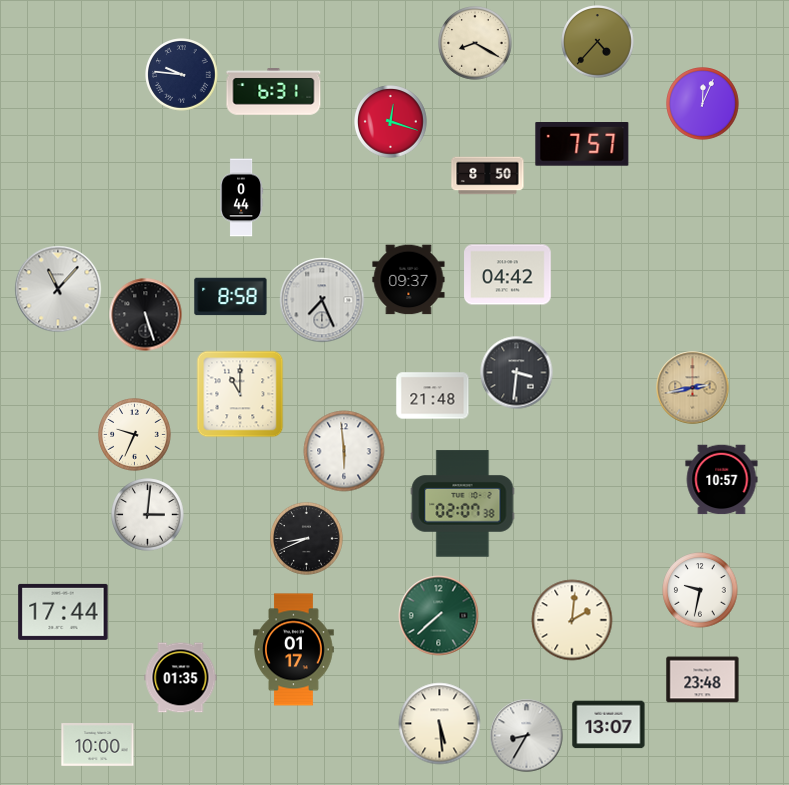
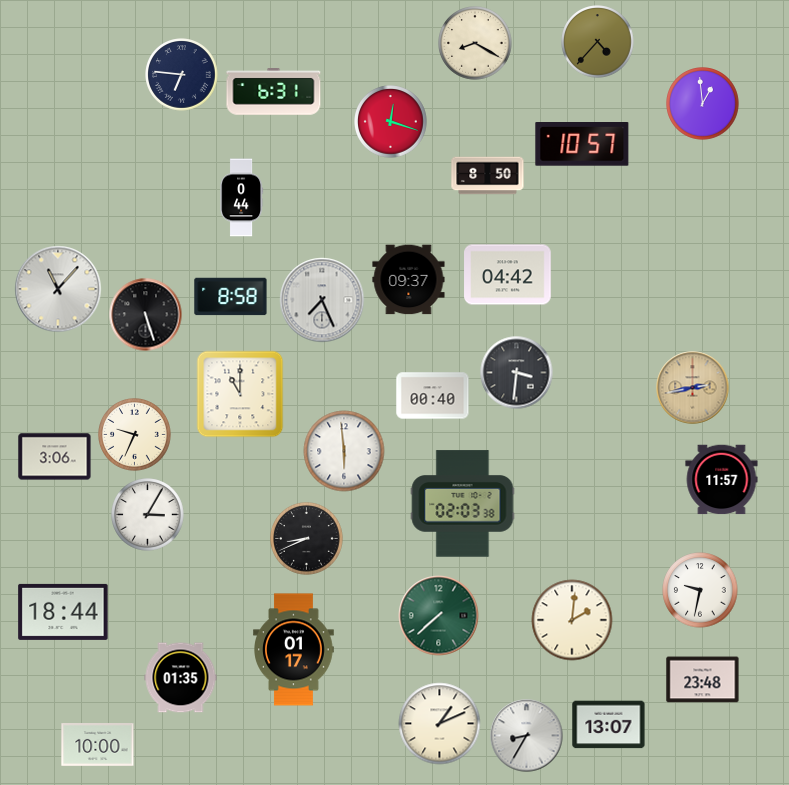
clock at (182, 75): 9:46 -> 6:46
clock at (703, 104): 12:04 -> 12:59
clock at (582, 145): 7:57 -> 10:57
clock at (433, 396): 21:48 -> 00:40
clock at (55, 457): none -> 3:06
clock at (722, 480): 10:57 -> 11:57
clock at (463, 504): 02:07 -> 02:03
clock at (148, 515): 3:01 -> 3:05
clock at (63, 612): 17:44 -> 18:44
clock at (440, 724): 5:29 -> 1:11
